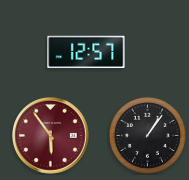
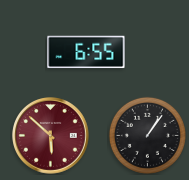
clock at (86, 52): 12:57 -> 6:55
clock at (51, 136): 5:54 -> 5:52
